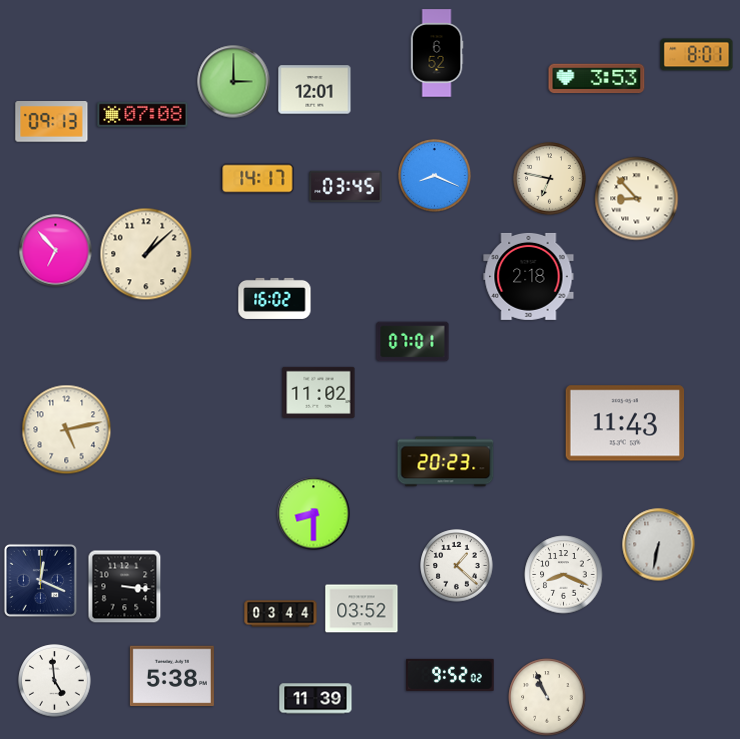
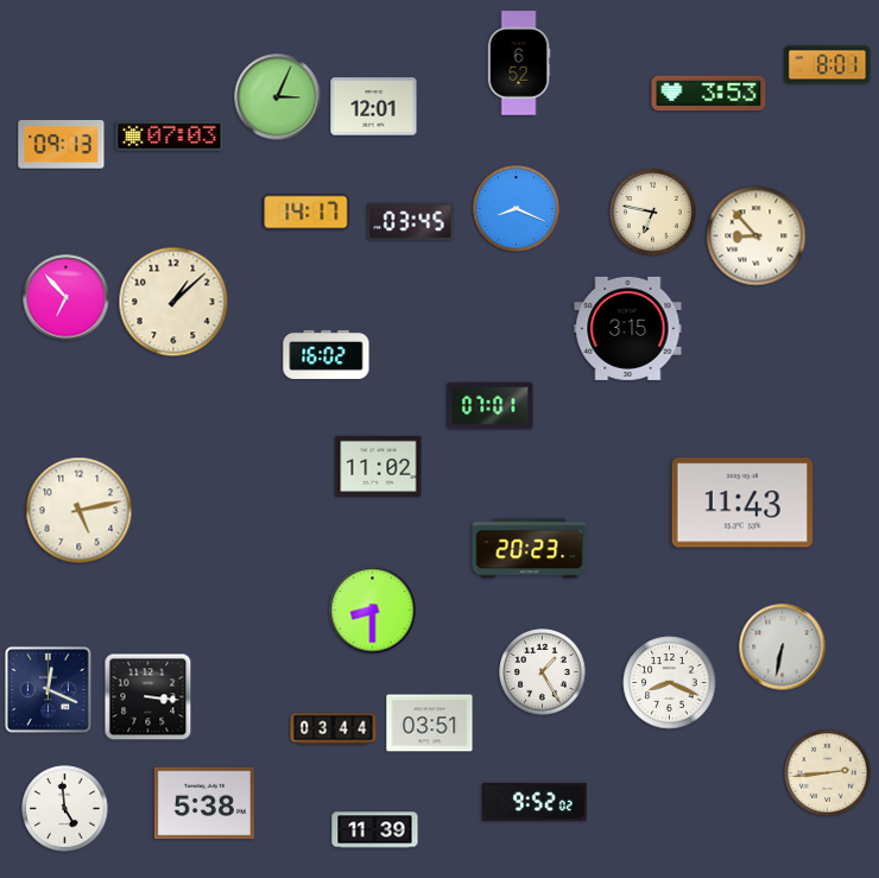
clock at (234, 82): 3:00 -> 3:04
clock at (143, 114): 07:08 -> 07:03
clock at (529, 276): 2:18 -> 3:15
clock at (457, 566): 1:22 -> 1:25
clock at (362, 609): 03:52 -> 03:51
clock at (828, 773): none -> 2:44
clock at (547, 697): 10:56 -> none
